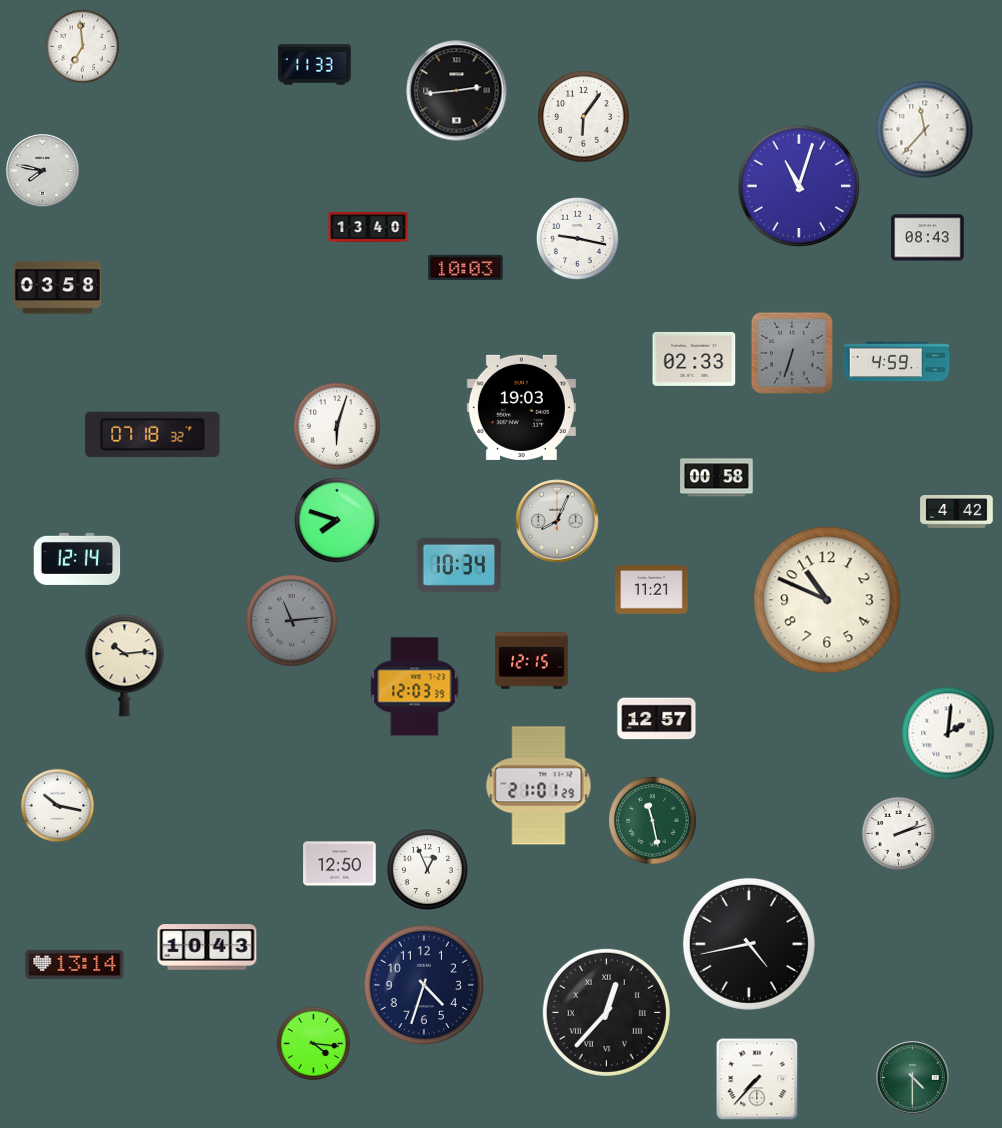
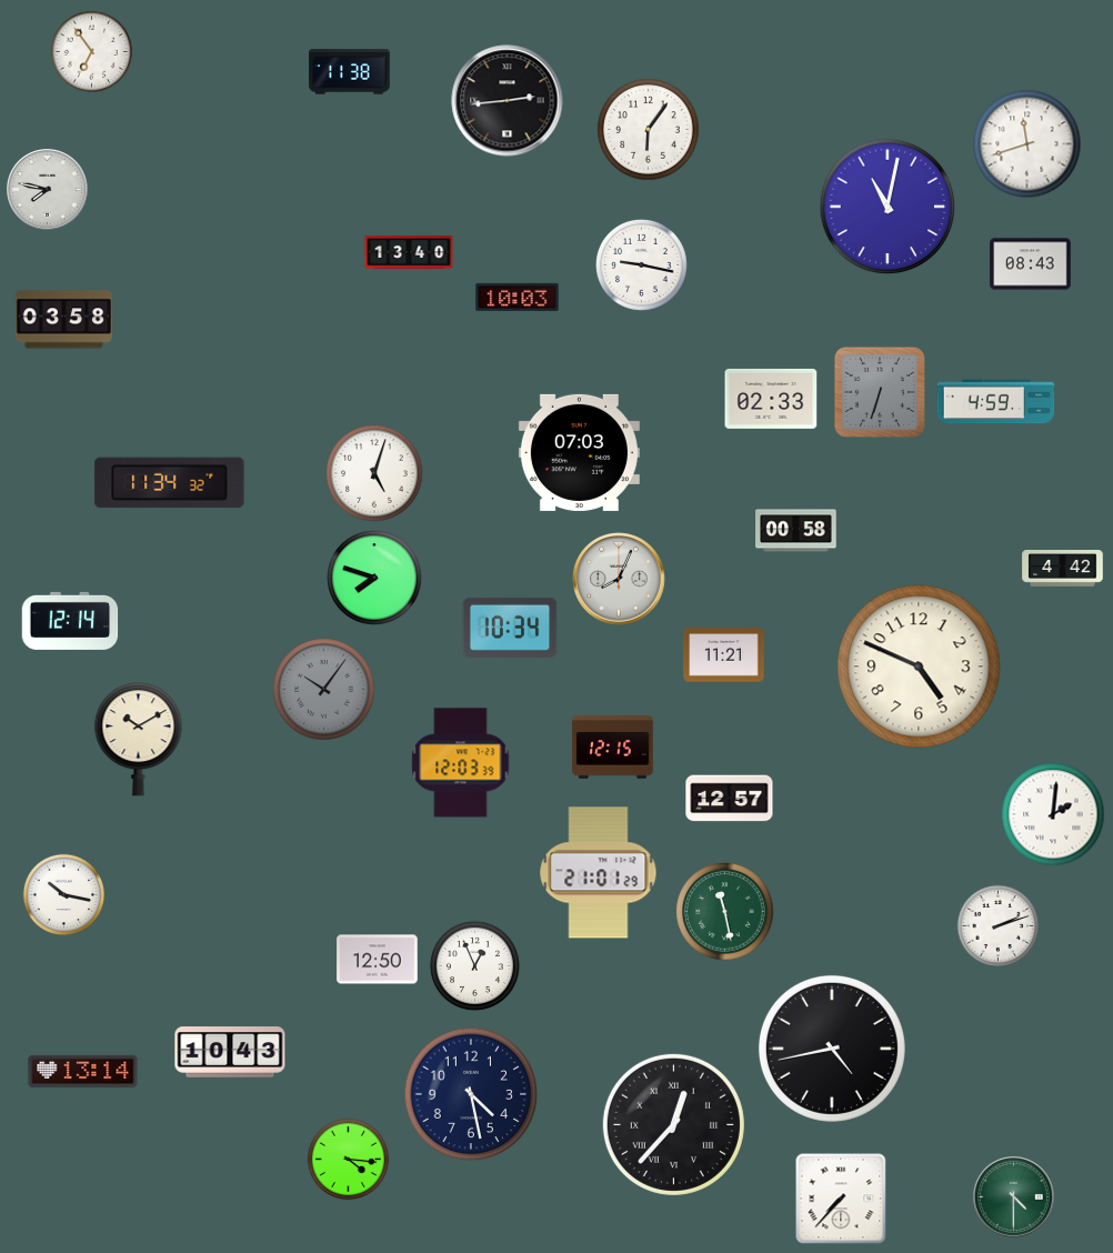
clock at (83, 47): 6:59 -> 6:54
clock at (315, 65): 11:33 -> 11:38
clock at (925, 130): 11:37 -> 11:42
clock at (799, 186): 11:03 -> 11:02
clock at (521, 407): 19:03 -> 07:03
clock at (337, 426): 6:03 -> 5:03
clock at (153, 435): 07:18 -> 11:34
clock at (77, 559) position: (77, 559) -> (70, 621)
clock at (827, 600): 10:49 -> 4:49
clock at (292, 621): 11:14 -> 10:06
clock at (532, 661) position: (532, 661) -> (613, 748)
clock at (125, 666): 10:14 -> 10:10
clock at (424, 985): 4:33 -> 4:28
